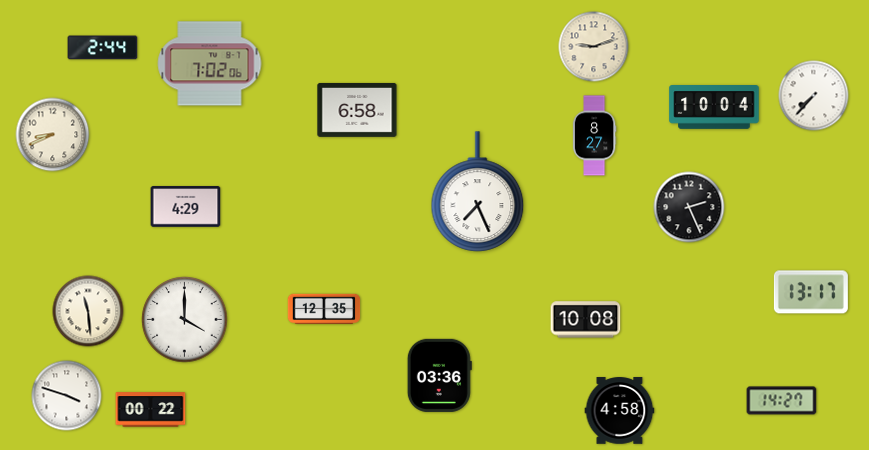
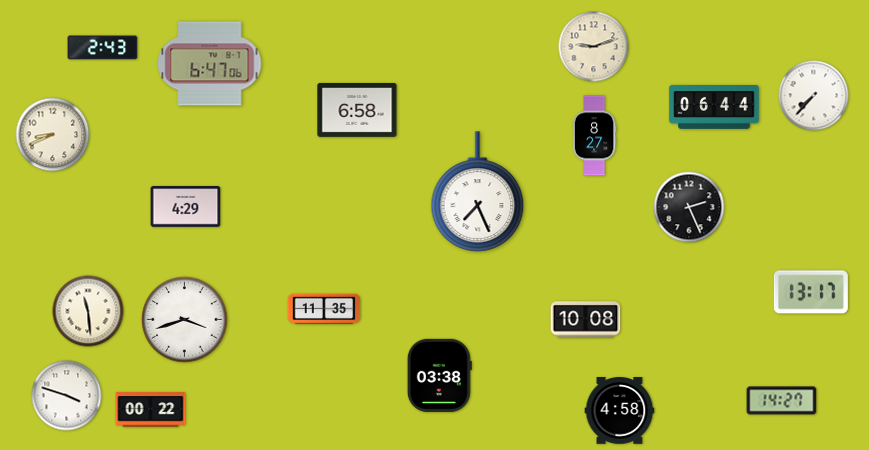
clock at (103, 48): 2:44 -> 2:43
clock at (210, 64): 7:02 -> 6:47
clock at (714, 107): 10:04 -> 06:44
clock at (324, 309): 12:35 -> 11:35
clock at (185, 320): 4:00 -> 3:42
clock at (439, 375): 03:36 -> 03:38
